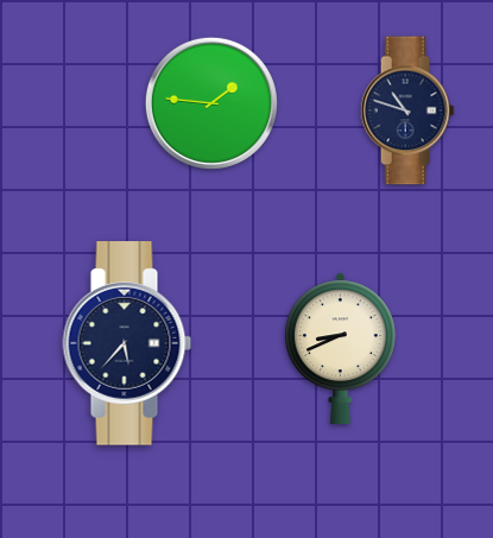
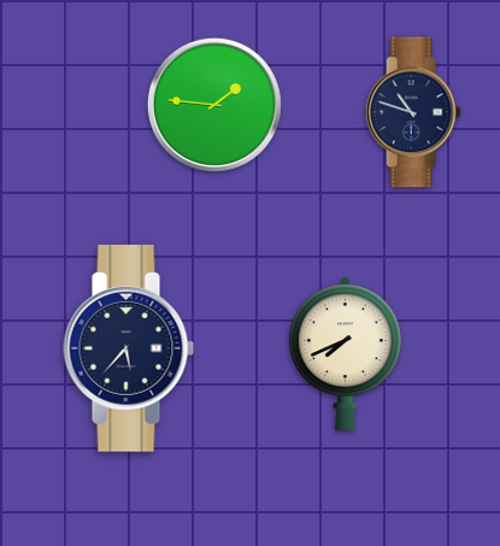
clock at (341, 348): 8:41 -> 7:41
